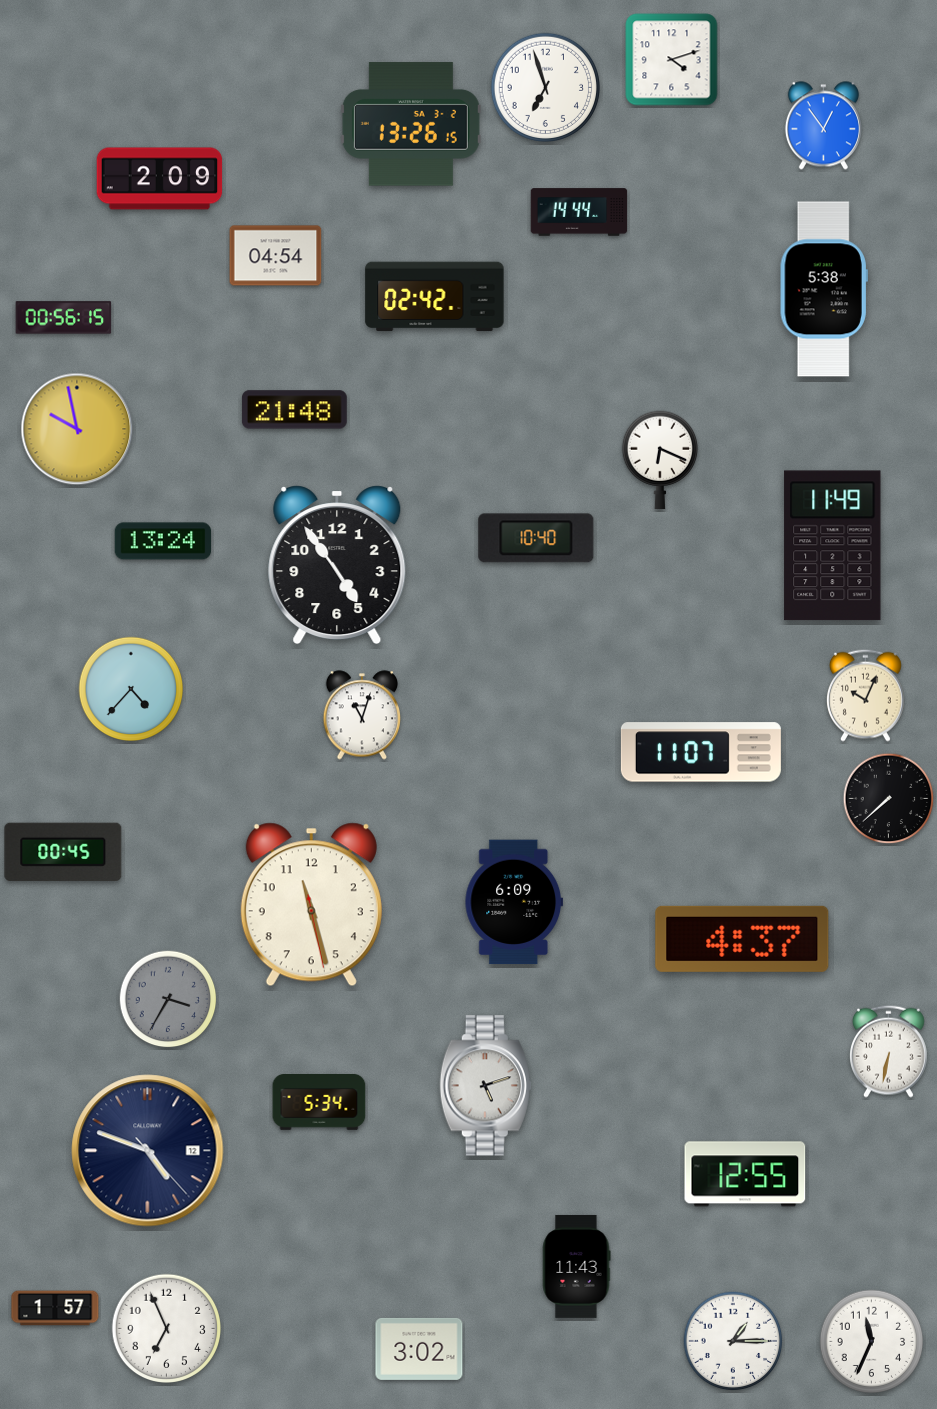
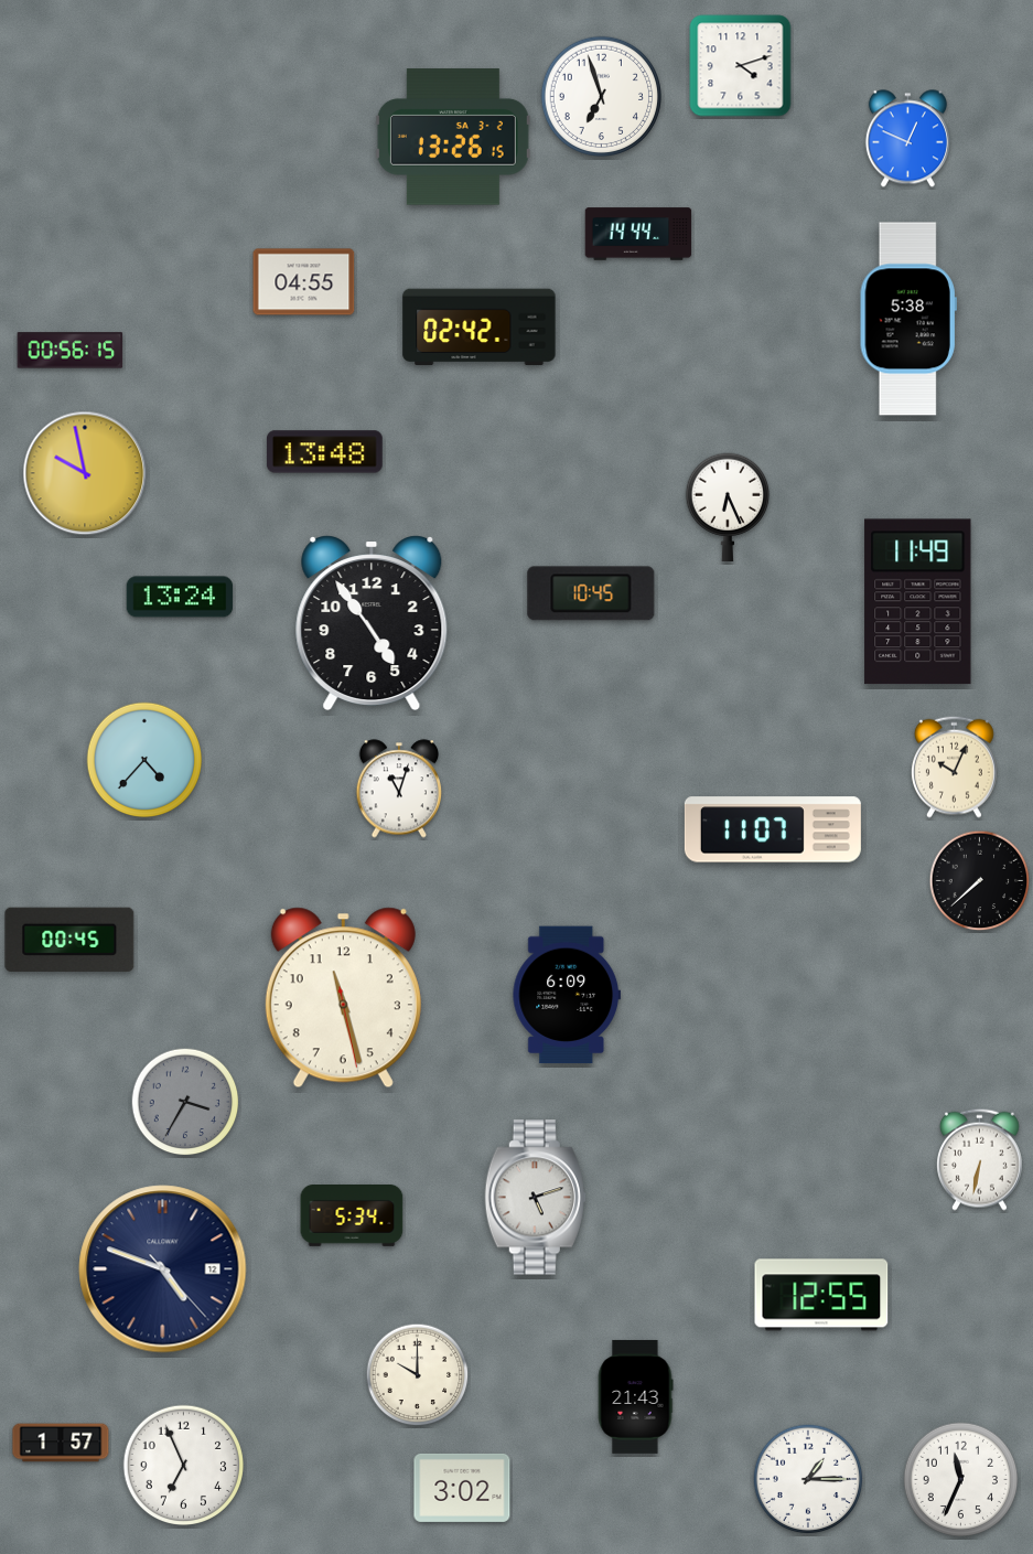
clock at (823, 126): 12:54 -> 12:49
clock at (160, 179): 2:09 -> none
clock at (276, 256): 04:54 -> 04:55
clock at (294, 410): 21:48 -> 13:48
clock at (660, 459): 6:19 -> 6:26
clock at (536, 538): 10:40 -> 10:45
clock at (742, 939): 4:37 -> none
clock at (418, 1375): none -> 10:00
clock at (576, 1266): 11:43 -> 21:43
